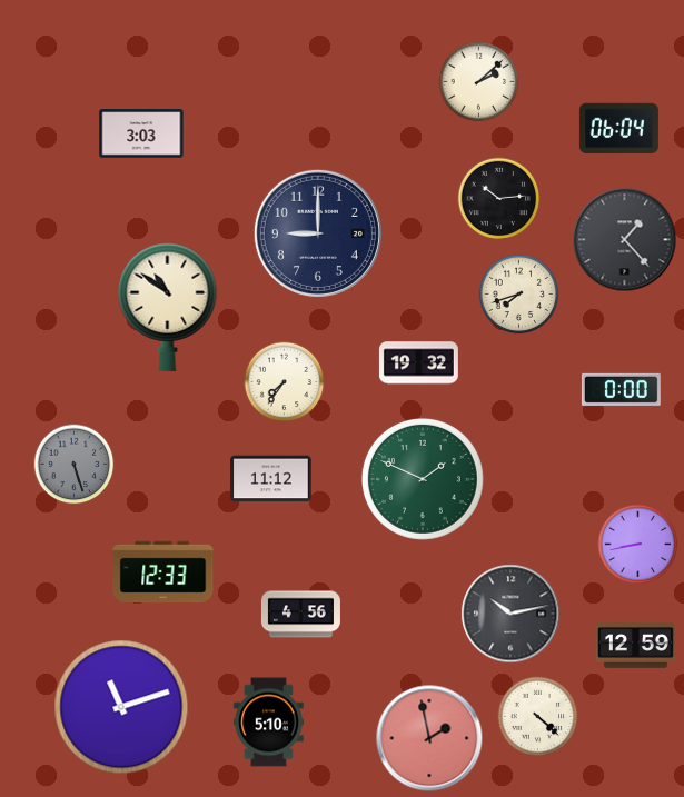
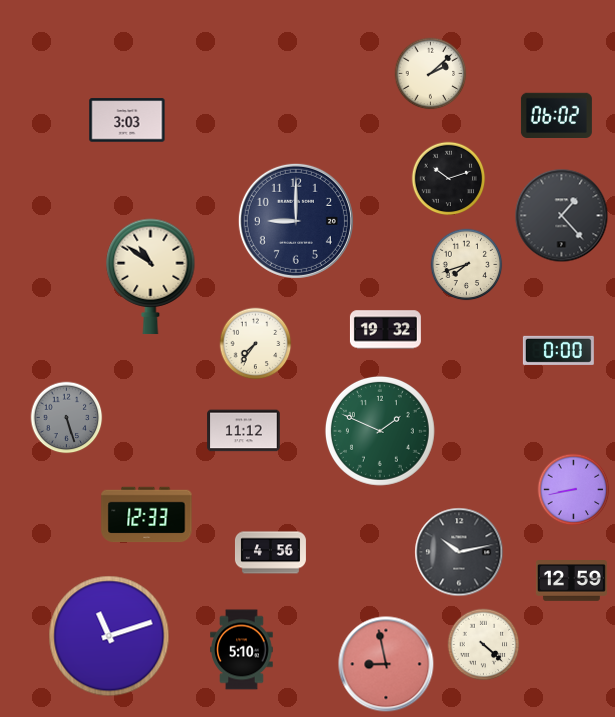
clock at (618, 128): 06:04 -> 06:02
clock at (499, 199): 10:14 -> 10:12
clock at (318, 233) position: (318, 233) -> (296, 221)
clock at (418, 363) position: (418, 363) -> (385, 330)
clock at (429, 738): 1:58 -> 8:58
